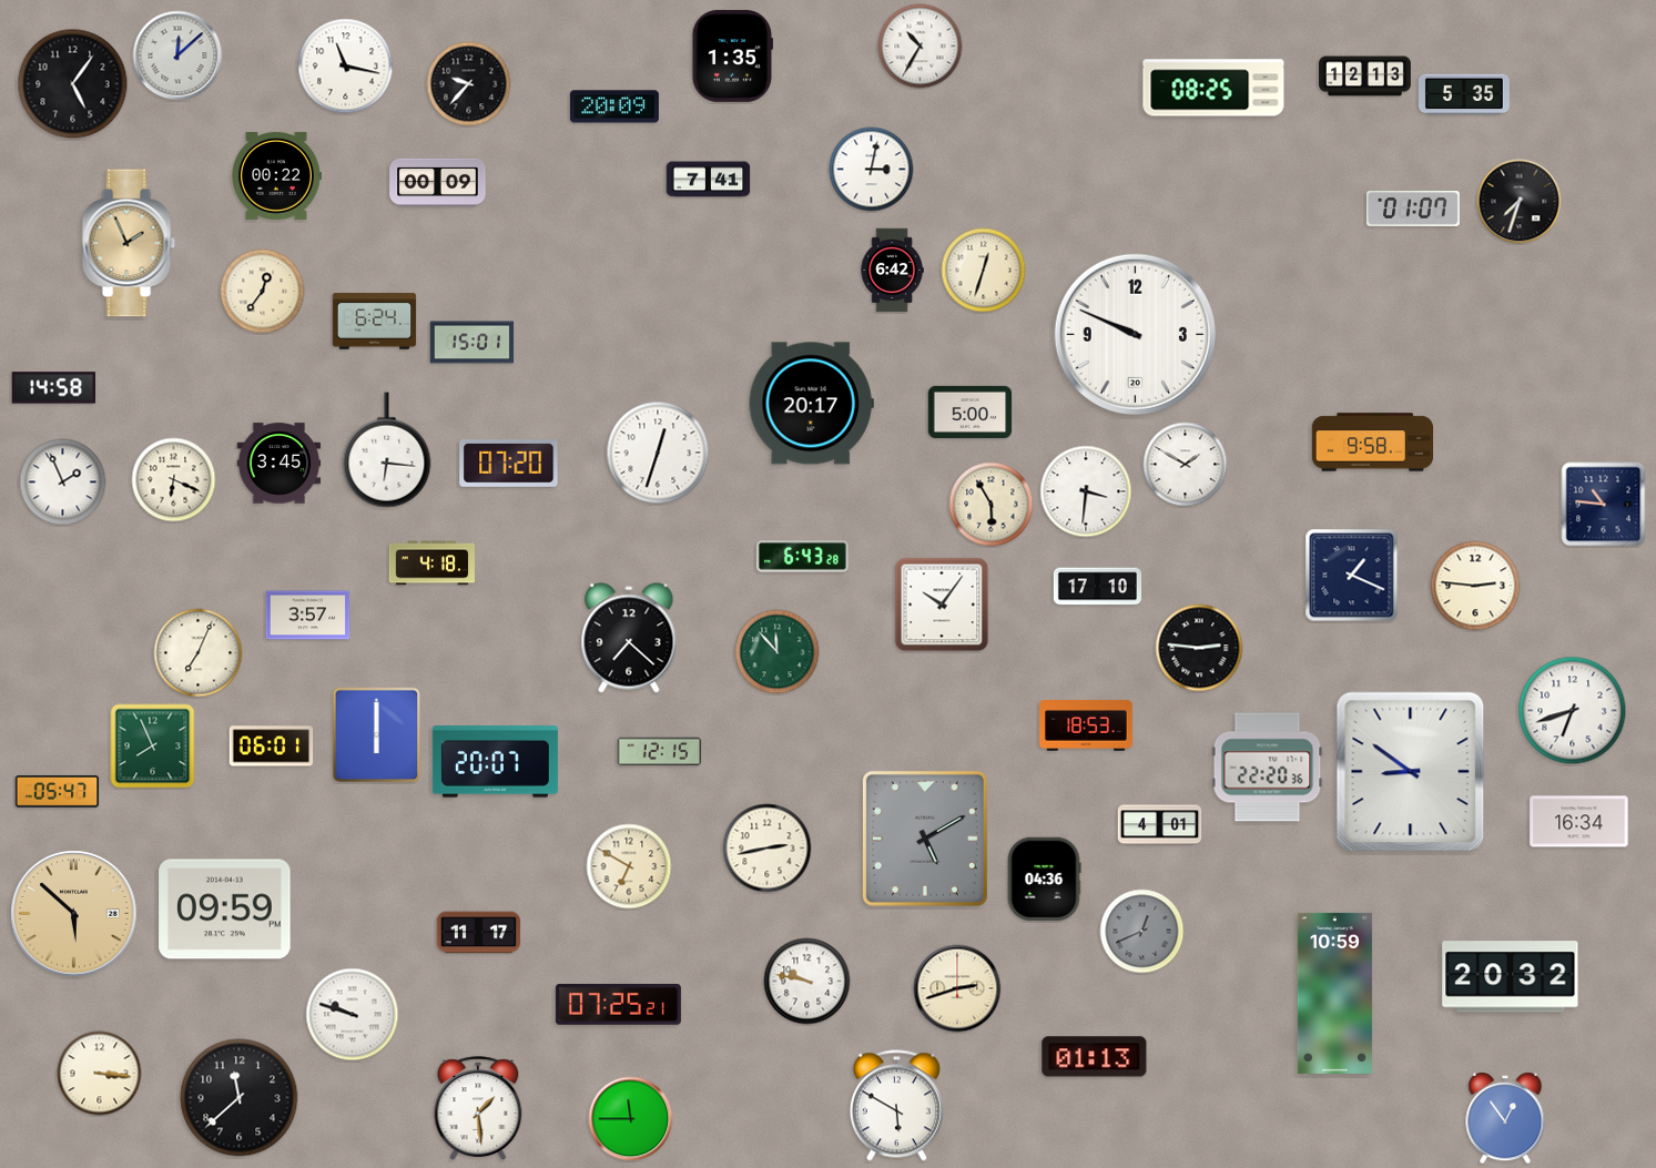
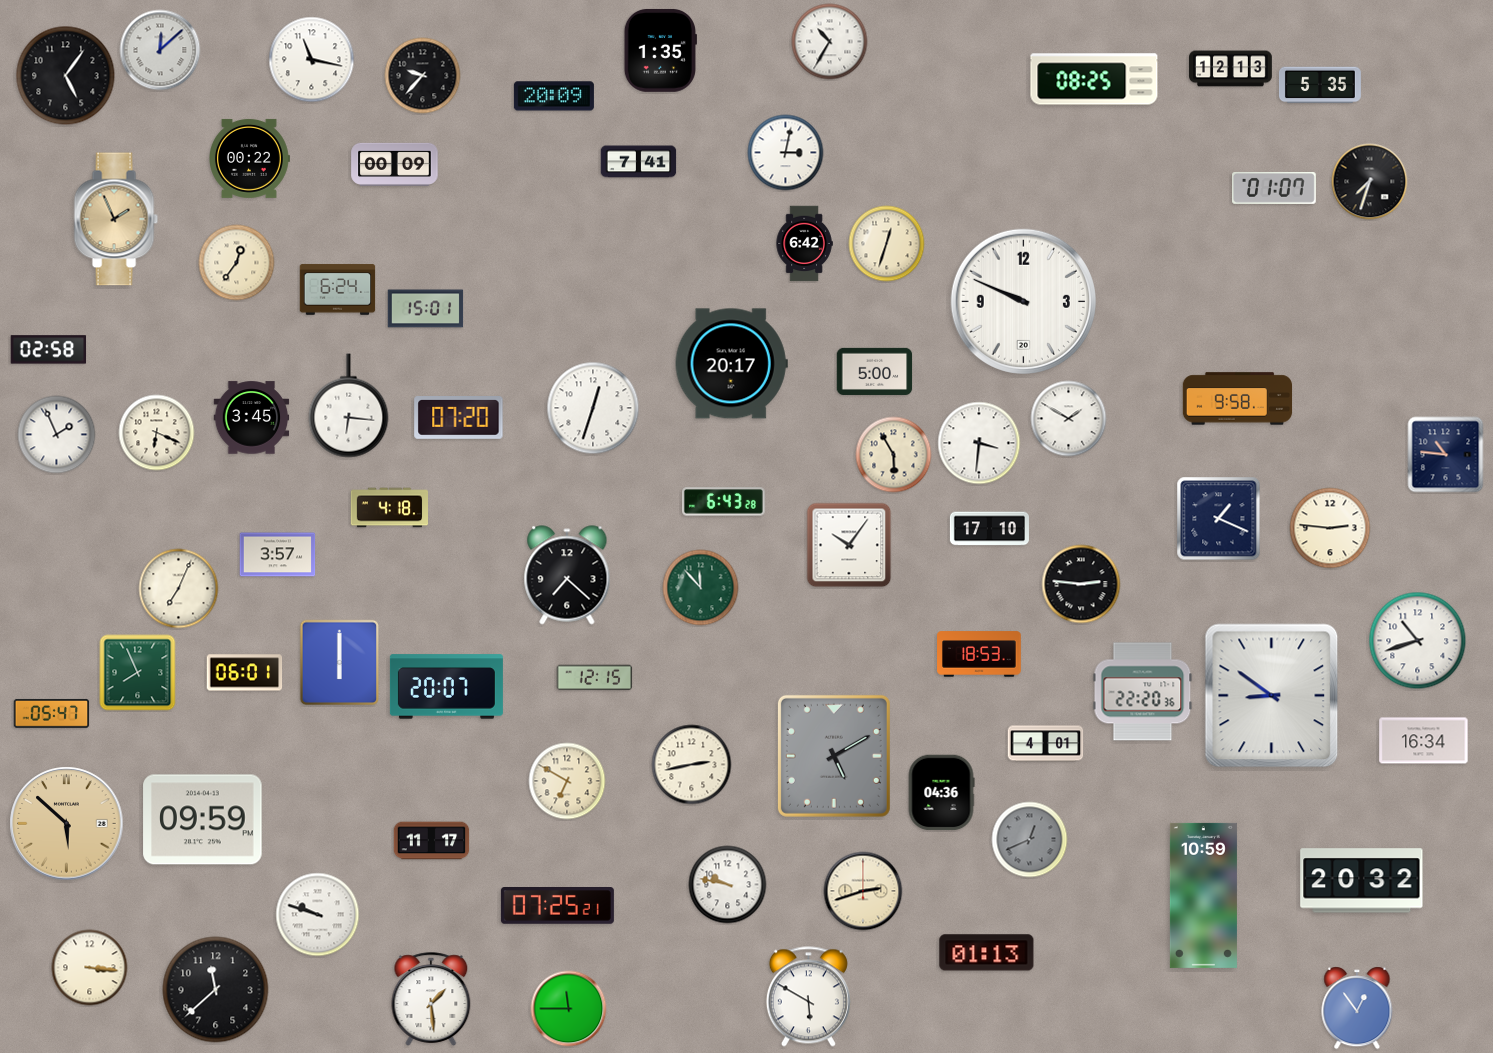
clock at (54, 388): 14:58 -> 02:58
clock at (1573, 711): 6:42 -> 10:42
